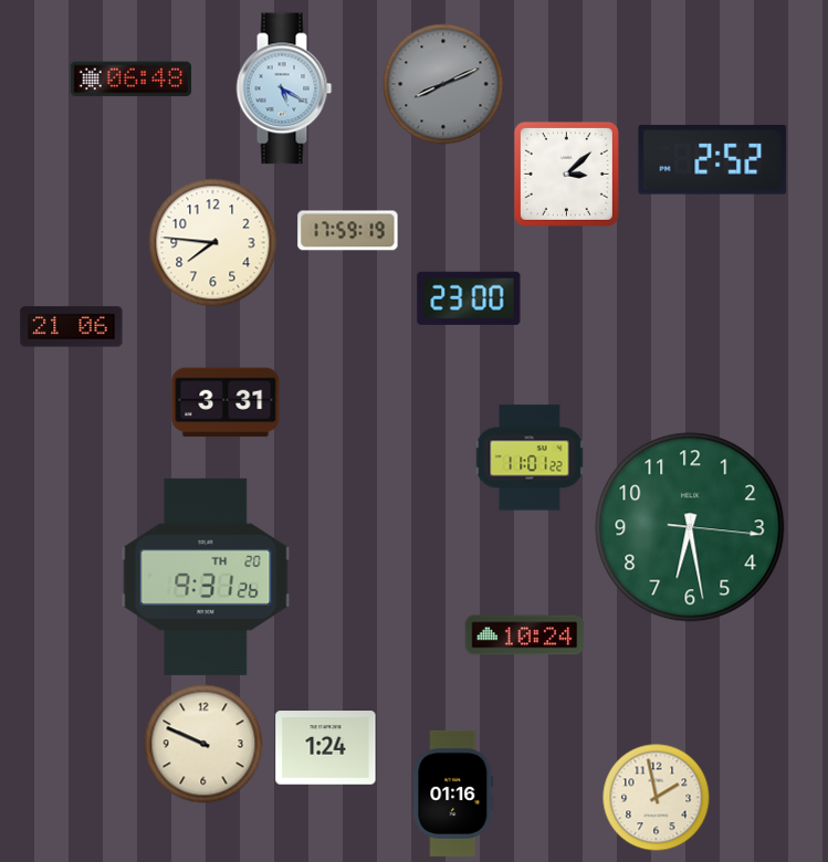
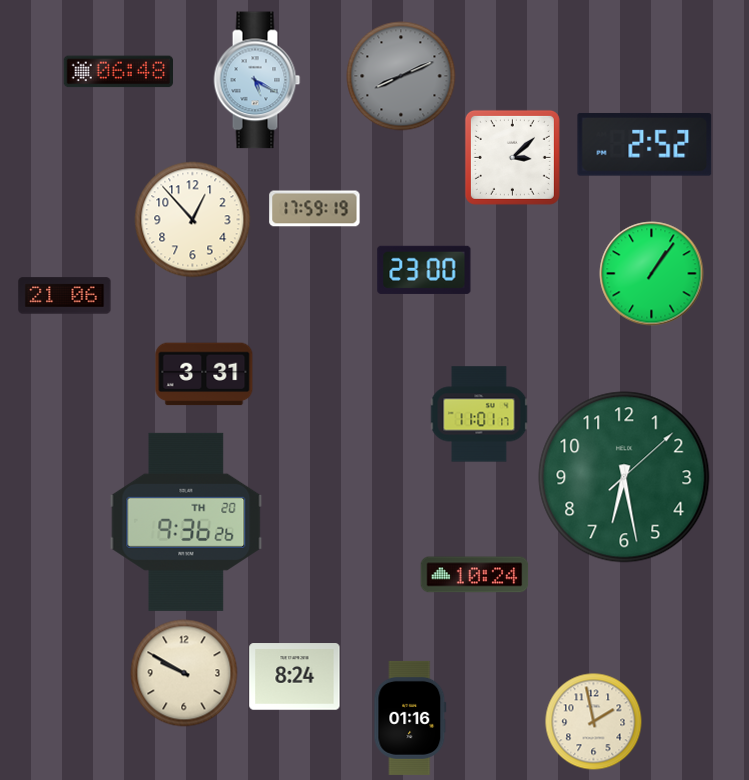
clock at (213, 243): 7:46 -> 12:53
clock at (652, 274): none -> 1:06
clock at (226, 402) position: (226, 402) -> (204, 374)
clock at (530, 458): 11:01:22 -> 11:01:17
clock at (690, 527): 6:28:16 -> 6:28:08
clock at (206, 577): 9:31 -> 9:36
clock at (203, 744): 9:49 -> 9:50
clock at (326, 748): 1:24 -> 8:24
